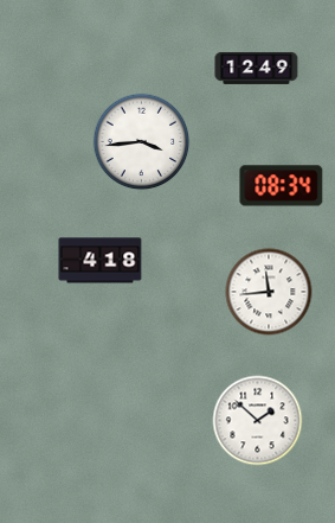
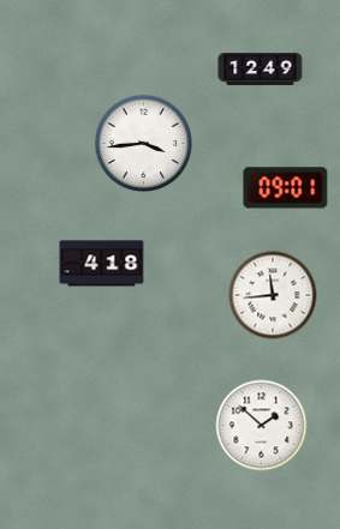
clock at (282, 186): 08:34 -> 09:01
